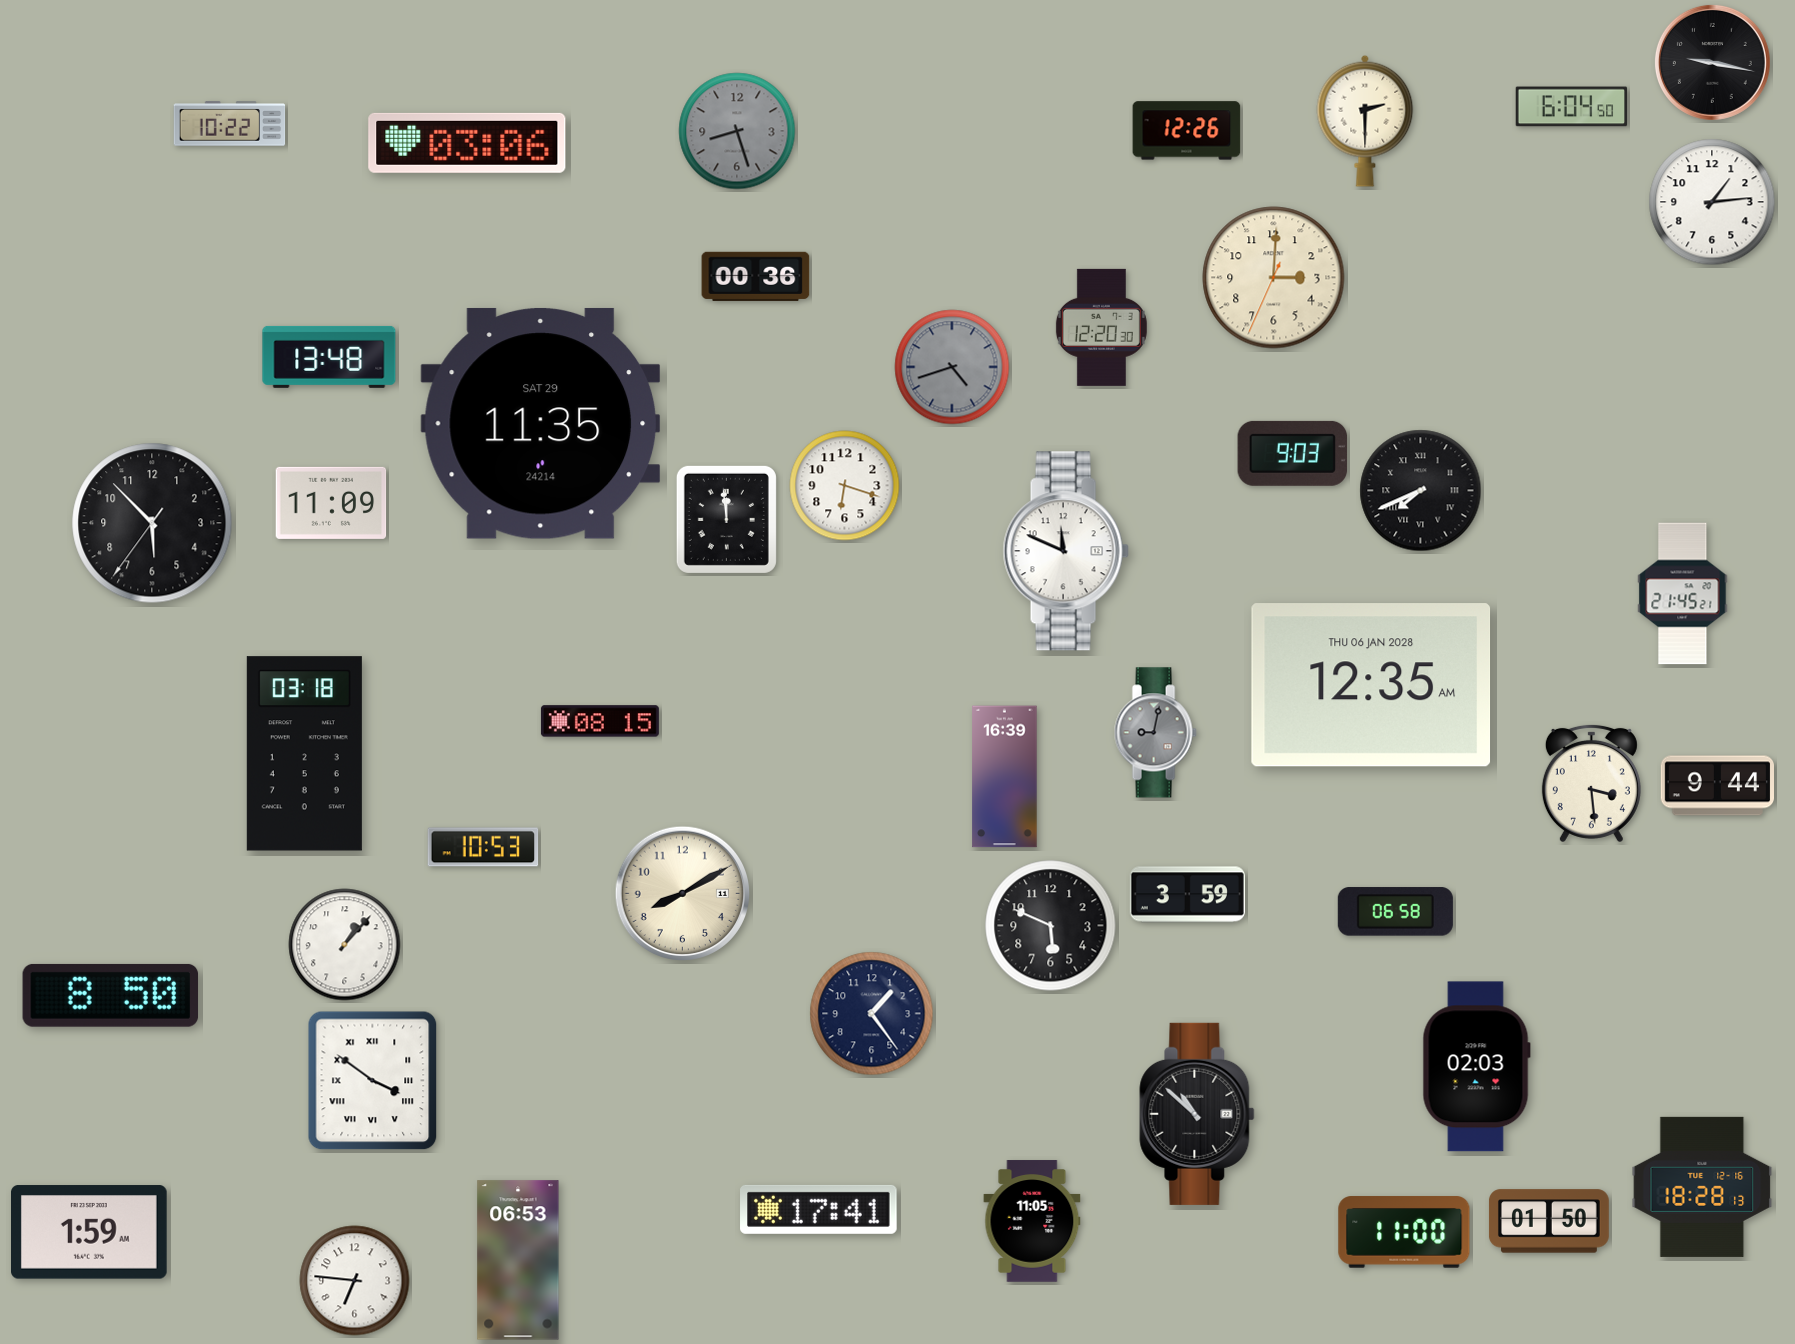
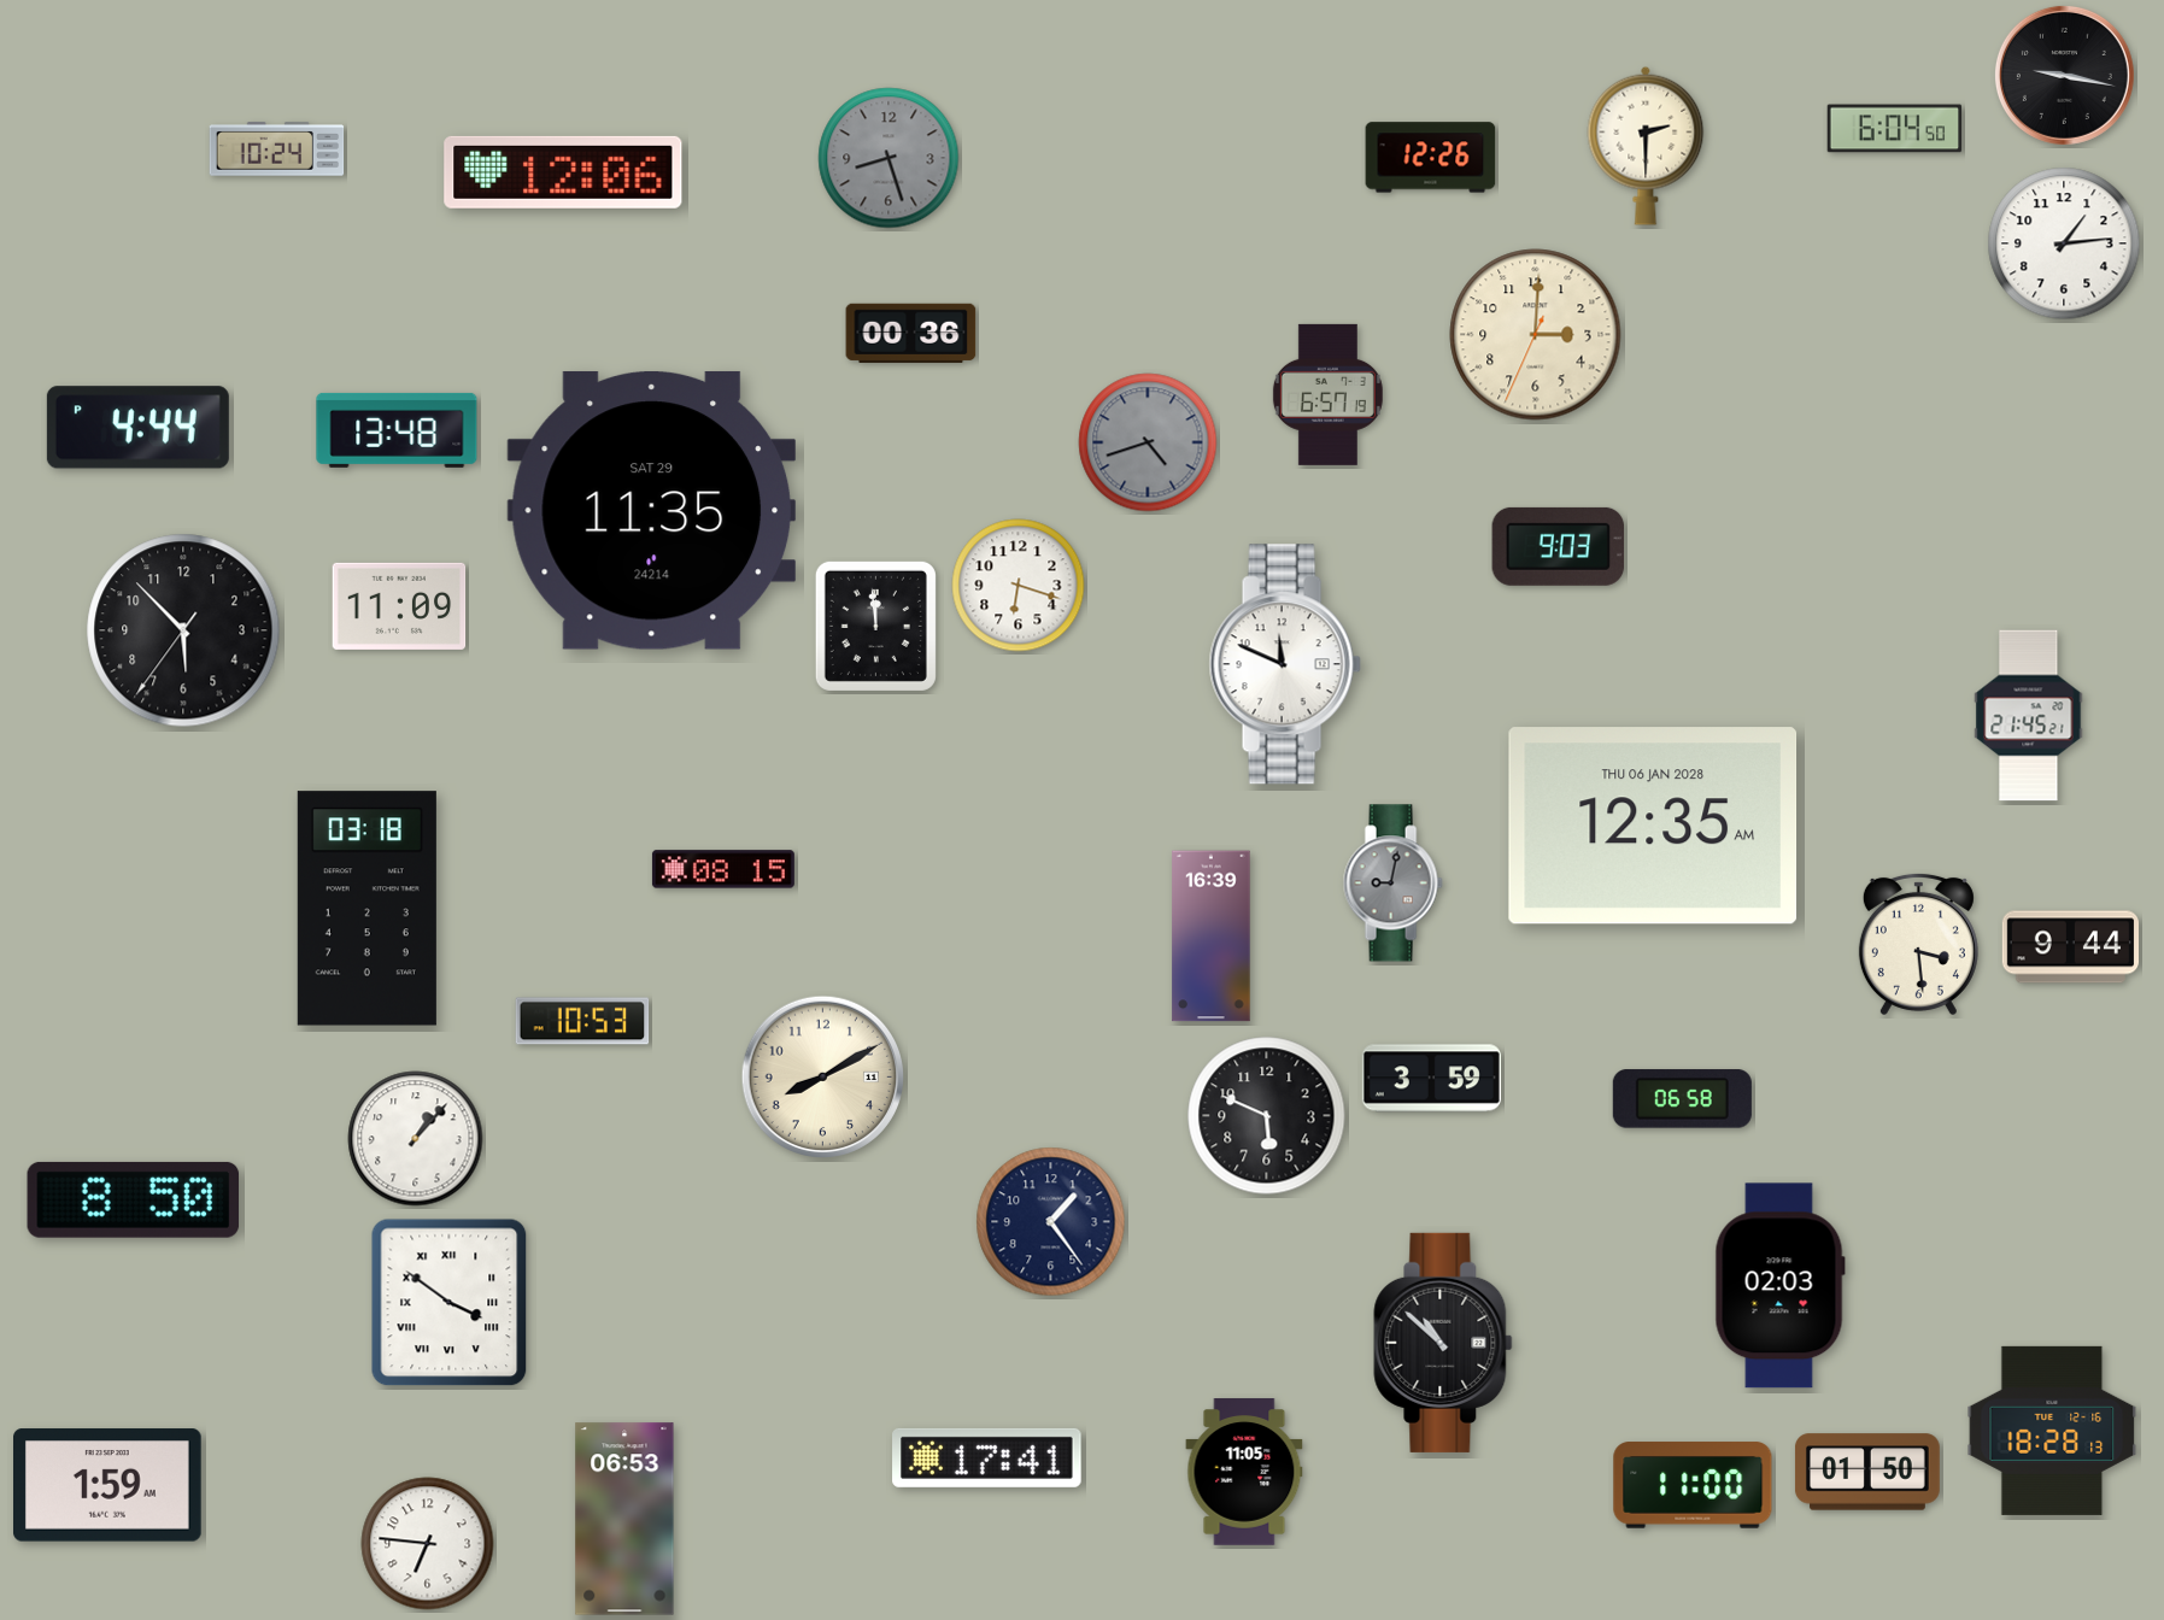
clock at (230, 124): 10:22 -> 10:24
clock at (467, 143): 03:06 -> 12:06
clock at (1101, 327): 12:20 -> 6:57
clock at (137, 428): none -> 4:44
clock at (1421, 491): 7:41 -> none
